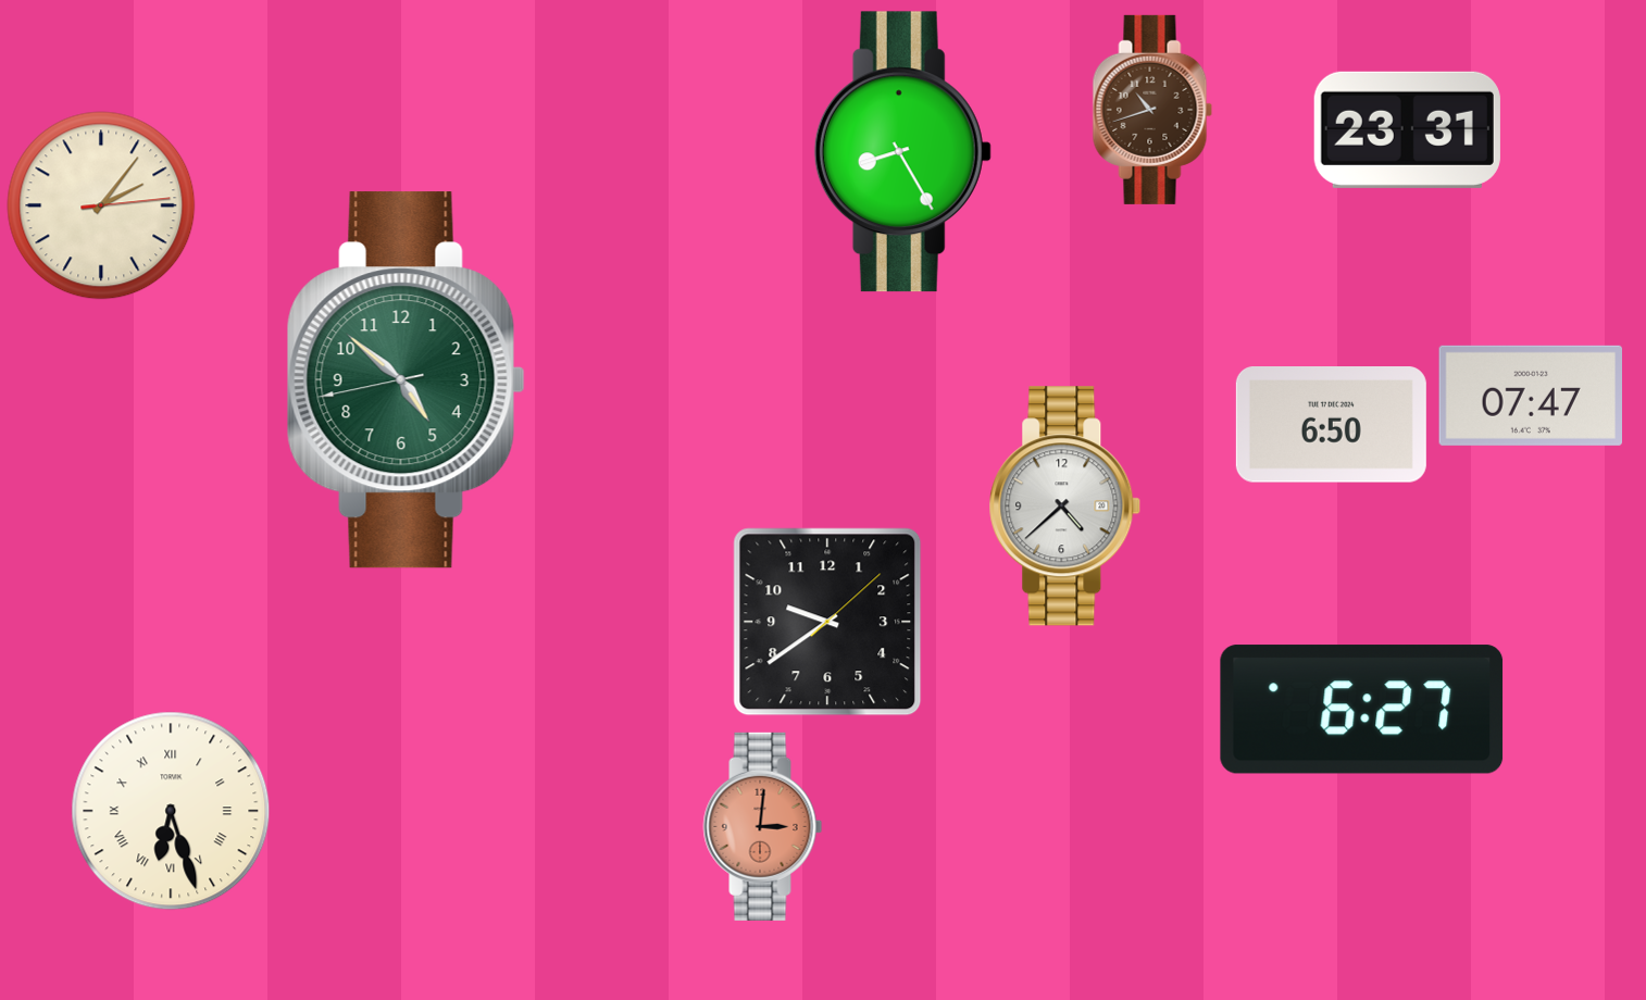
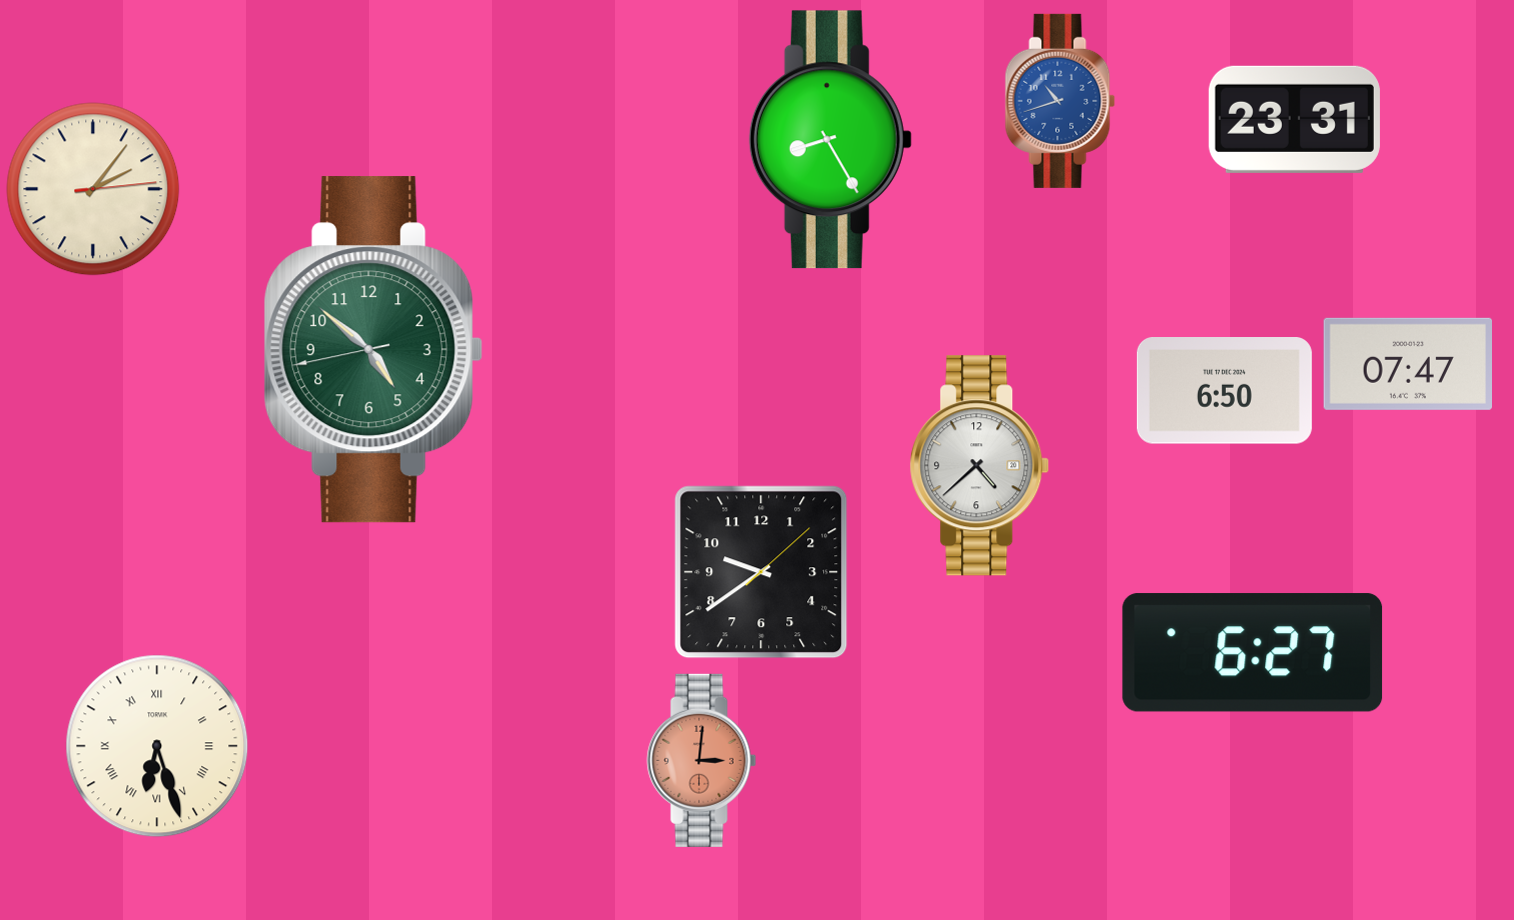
clock at (1152, 110) dial: brown -> blue
